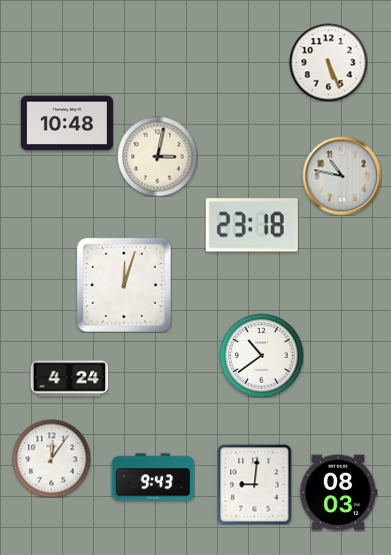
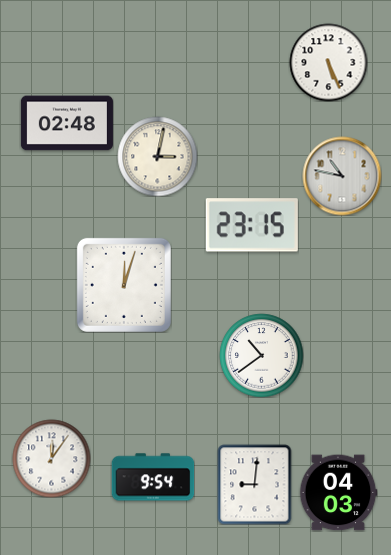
clock at (67, 123): 10:48 -> 02:48
clock at (252, 225): 23:18 -> 23:15
clock at (69, 379): 4:24 -> none
clock at (153, 477): 9:43 -> 9:54
clock at (338, 493): 08:03 -> 04:03
